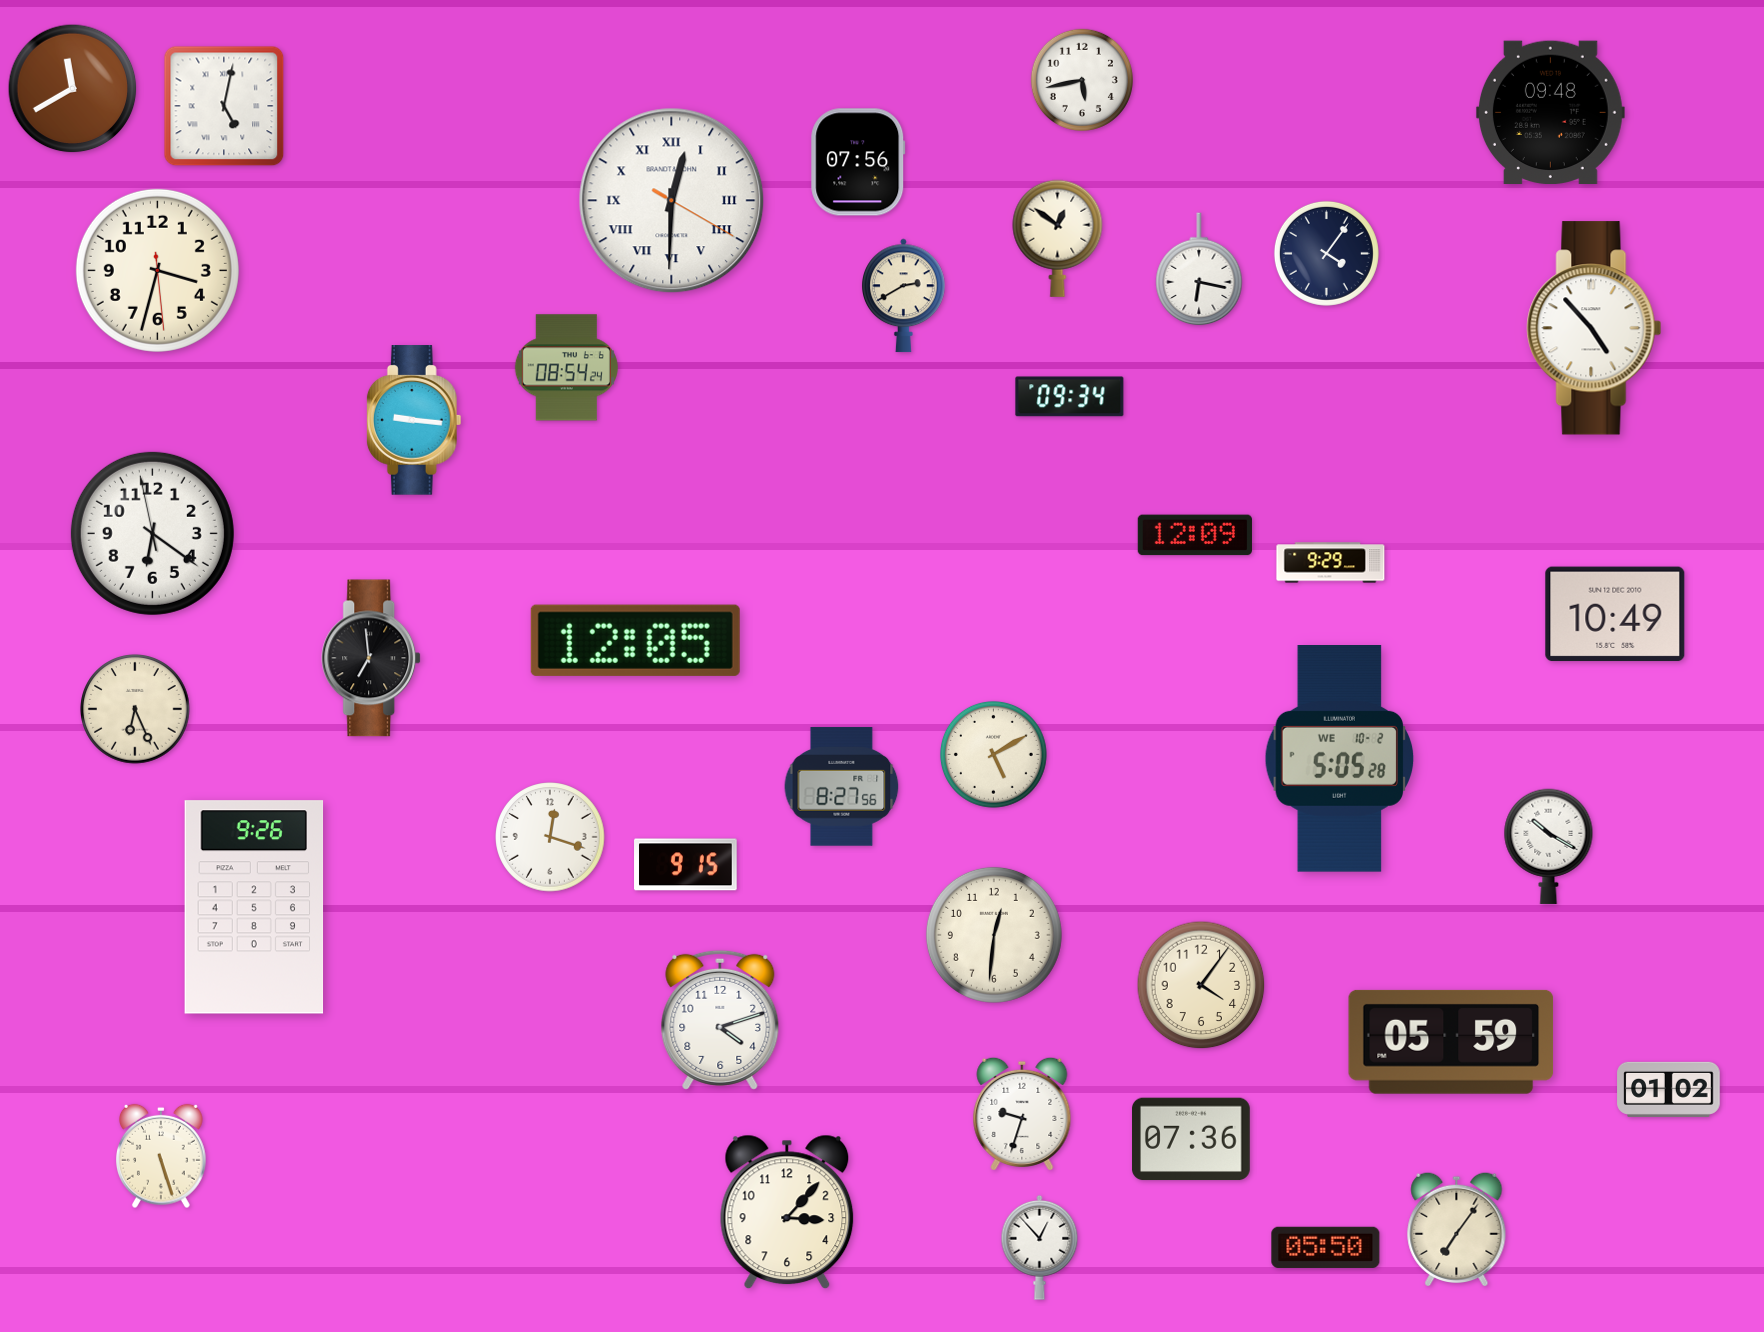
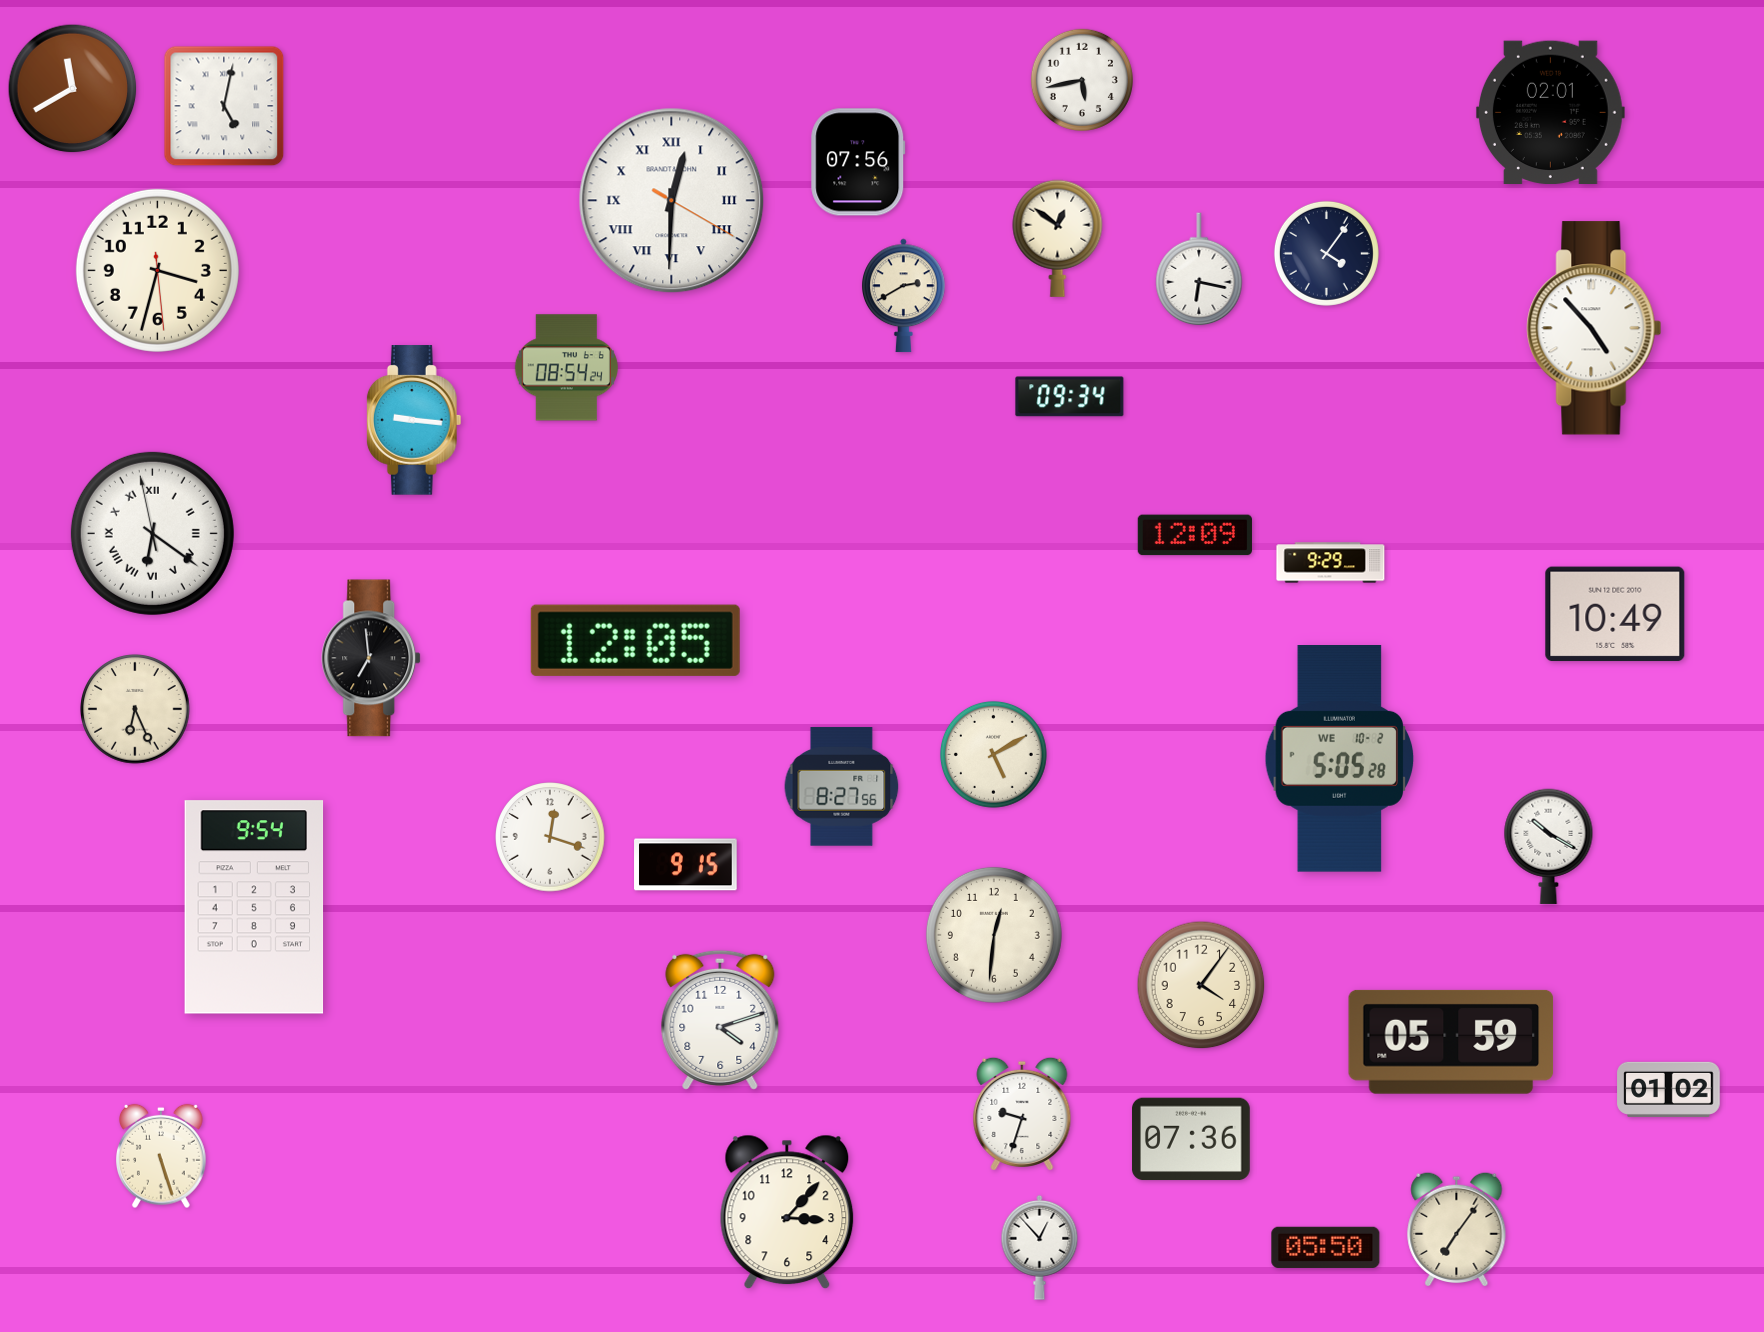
clock at (1550, 112): 09:48 -> 02:01
clock at (152, 533) numerals: Arabic -> Roman
clock at (254, 907): 9:26 -> 9:54
